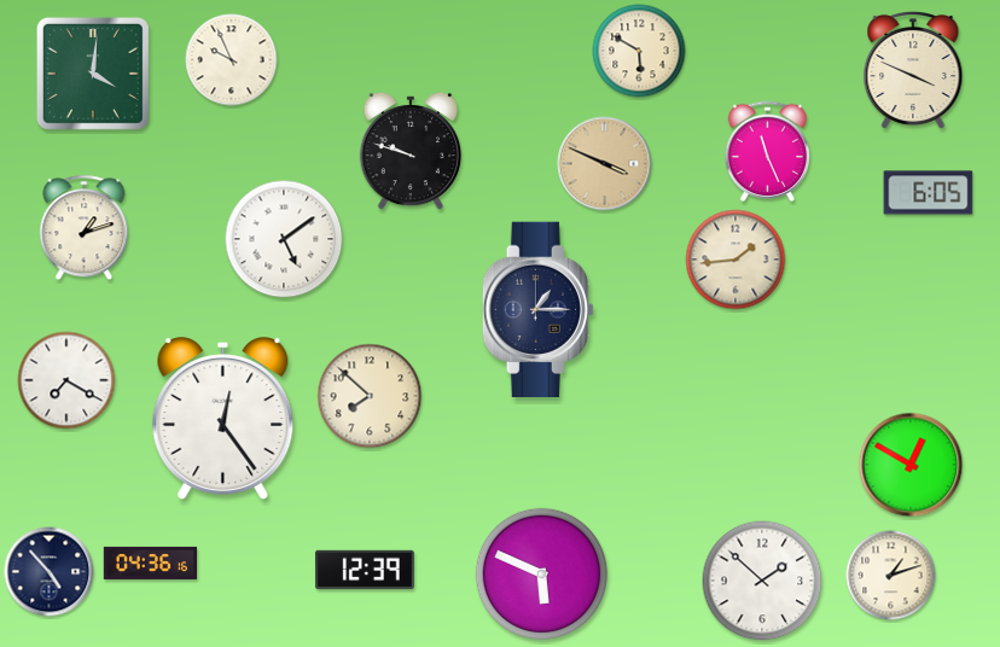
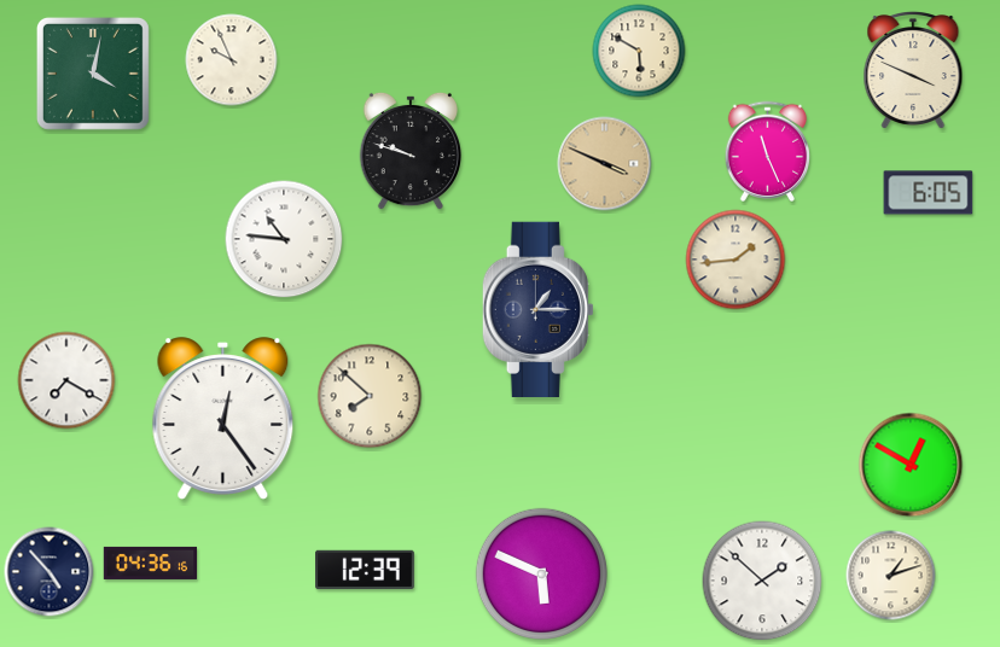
clock at (93, 74): 4:01 -> 4:02
clock at (85, 228): 1:12 -> none
clock at (284, 239): 5:09 -> 10:46
